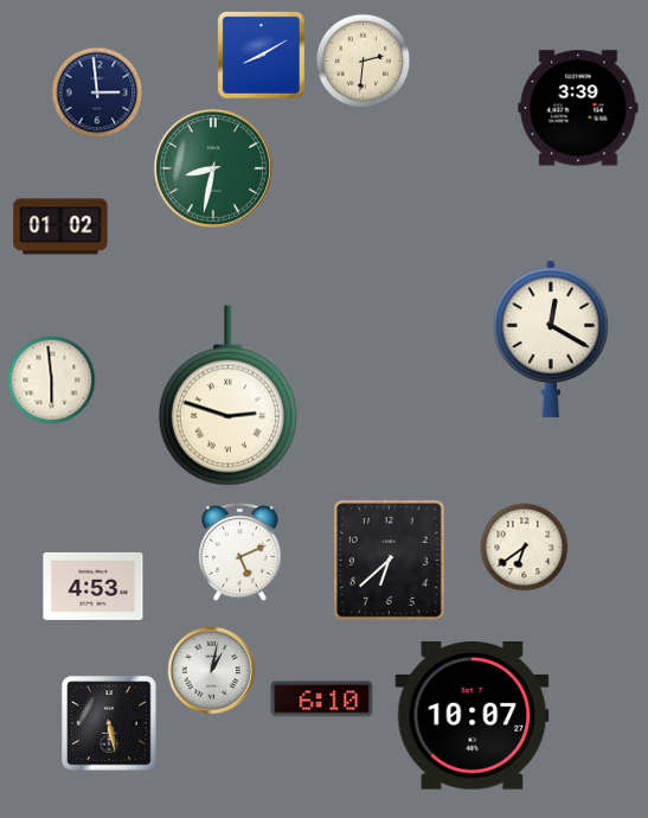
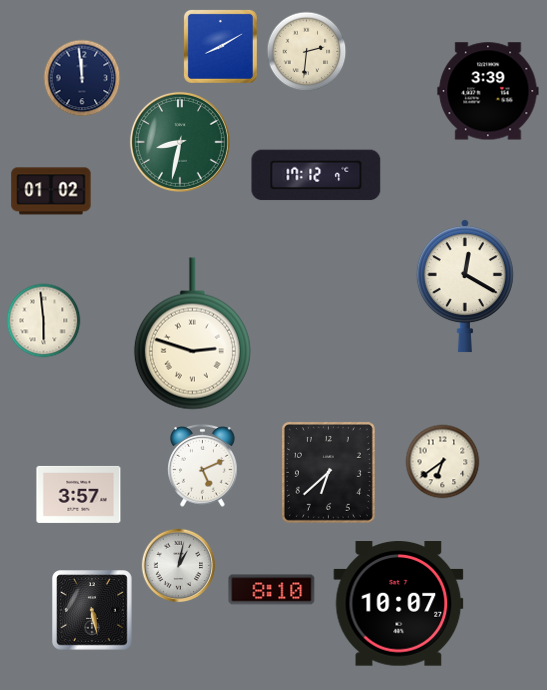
clock at (97, 92): 2:59 -> 11:59
clock at (316, 175): none -> 17:12
clock at (94, 586): 4:53 -> 3:57
clock at (322, 699): 6:10 -> 8:10
